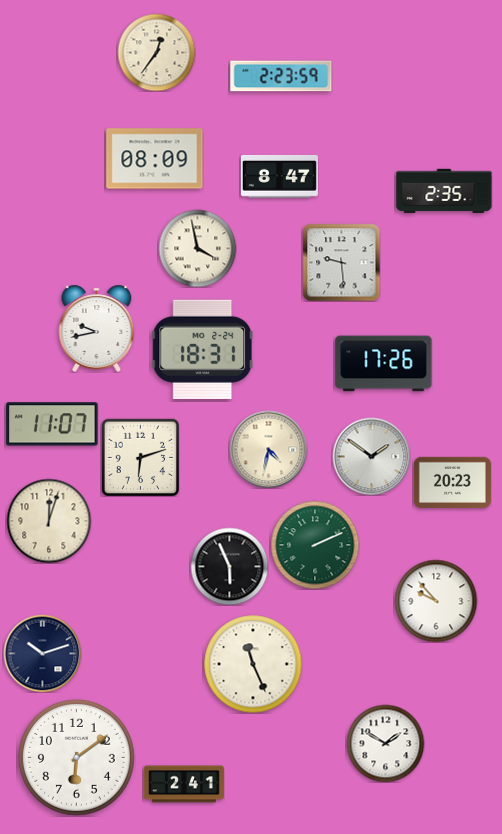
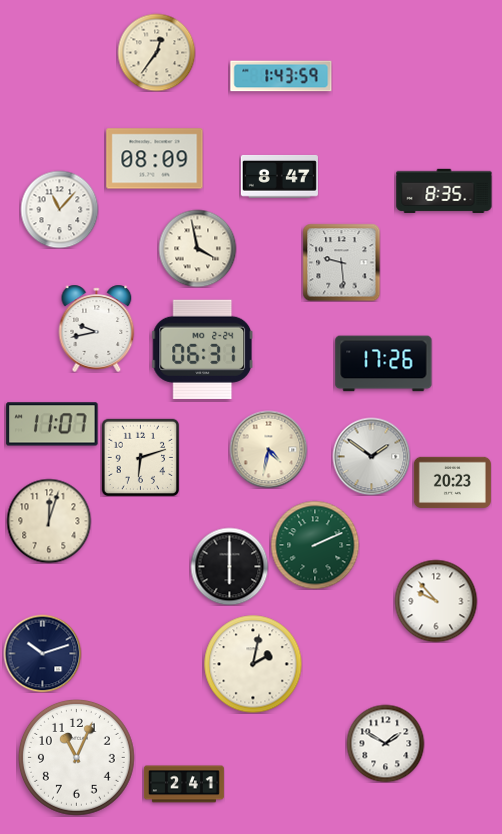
clock at (281, 76): 2:23 -> 1:43
clock at (444, 190): 2:35 -> 8:35
clock at (59, 209): none -> 11:07
clock at (202, 349): 18:31 -> 06:31
clock at (229, 566): 5:56 -> 6:00
clock at (253, 664): 11:26 -> 2:02
clock at (76, 757): 6:09 -> 11:04
